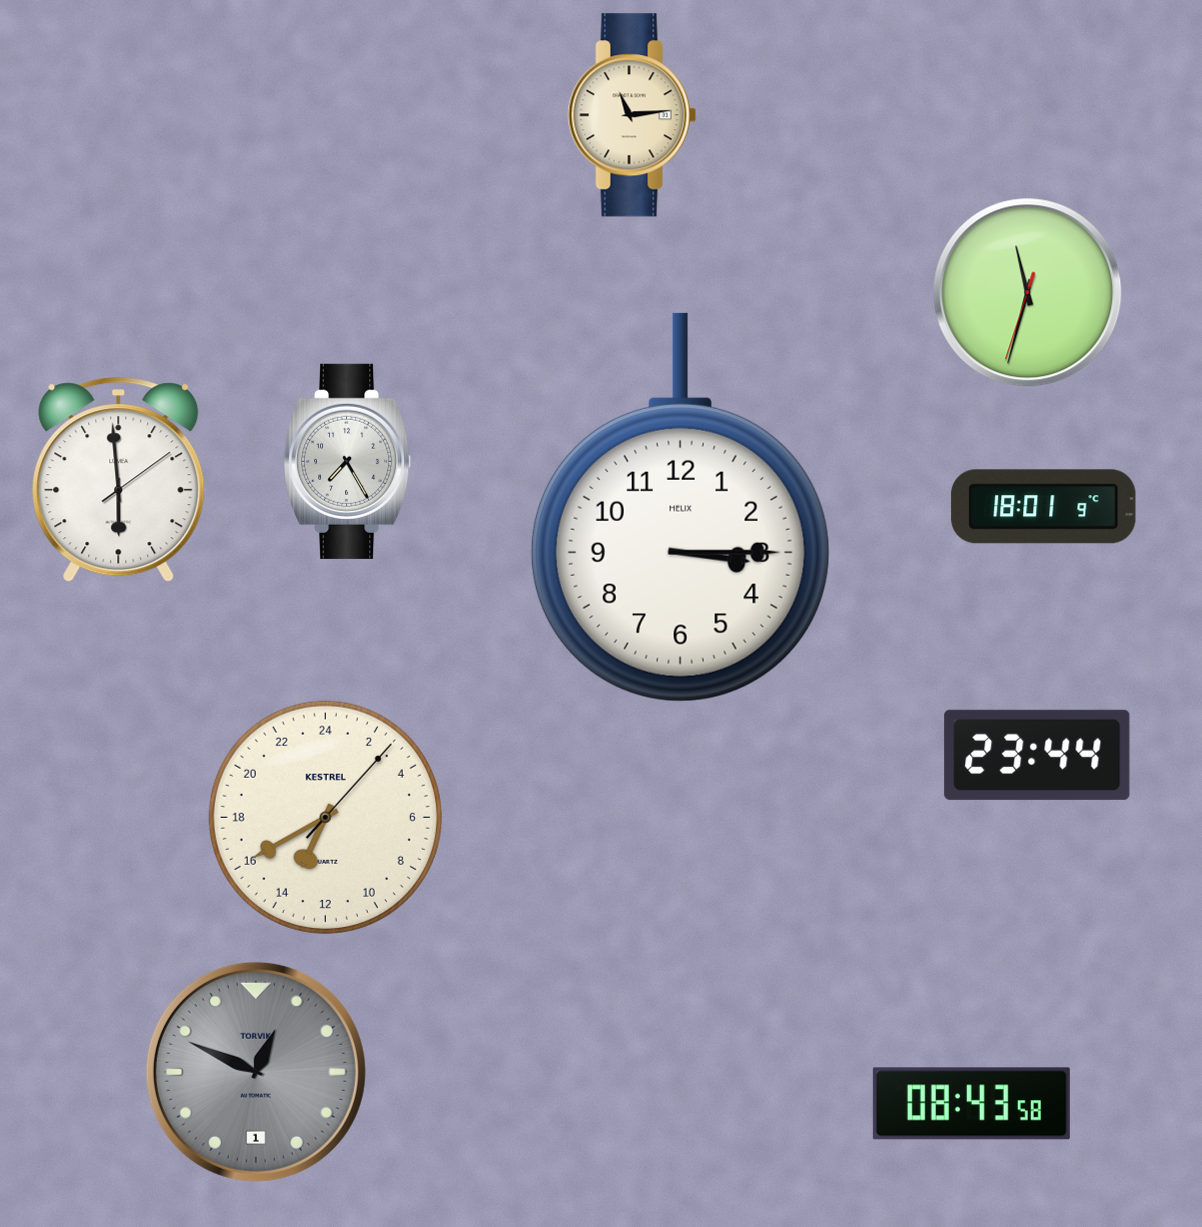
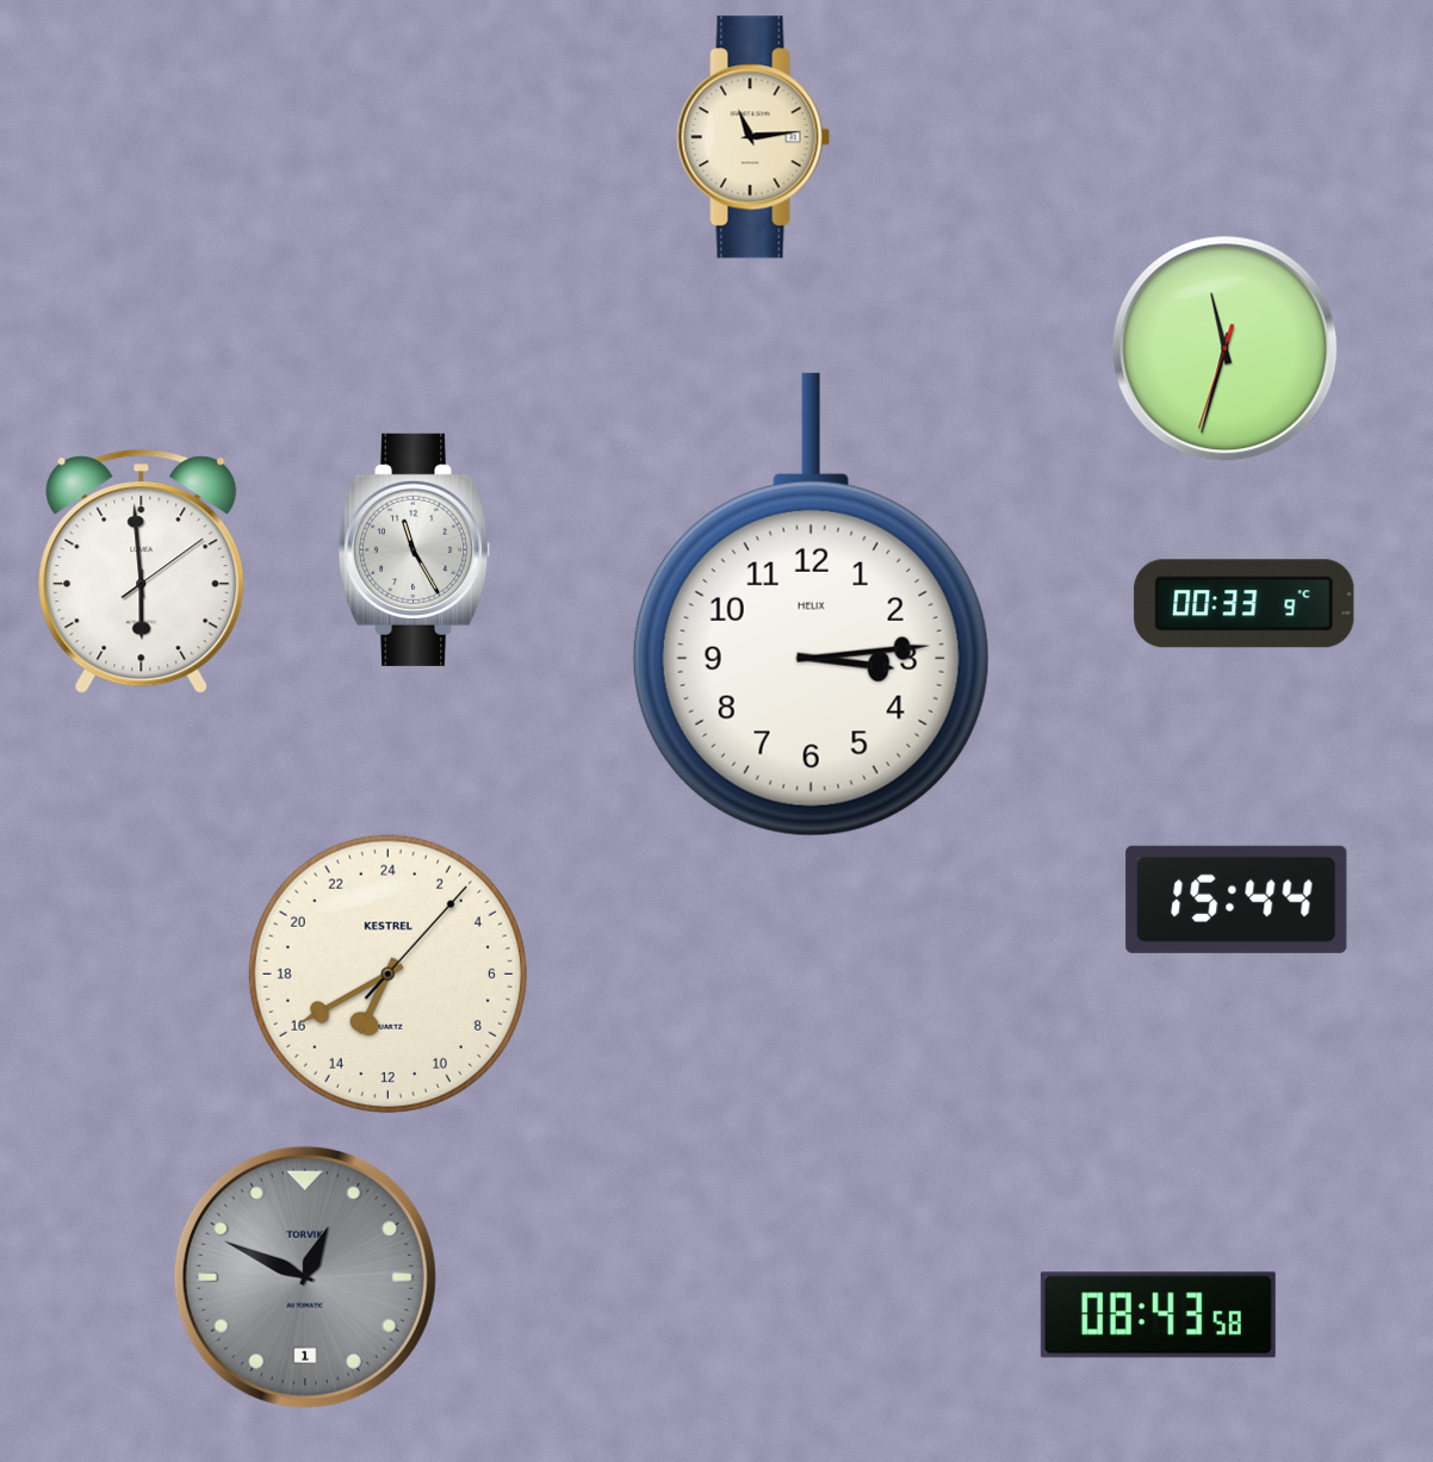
clock at (349, 461): 7:25 -> 11:25
clock at (680, 507): 3:15 -> 3:14
clock at (1044, 507): 18:01 -> 00:33
clock at (1037, 755): 23:44 -> 15:44
